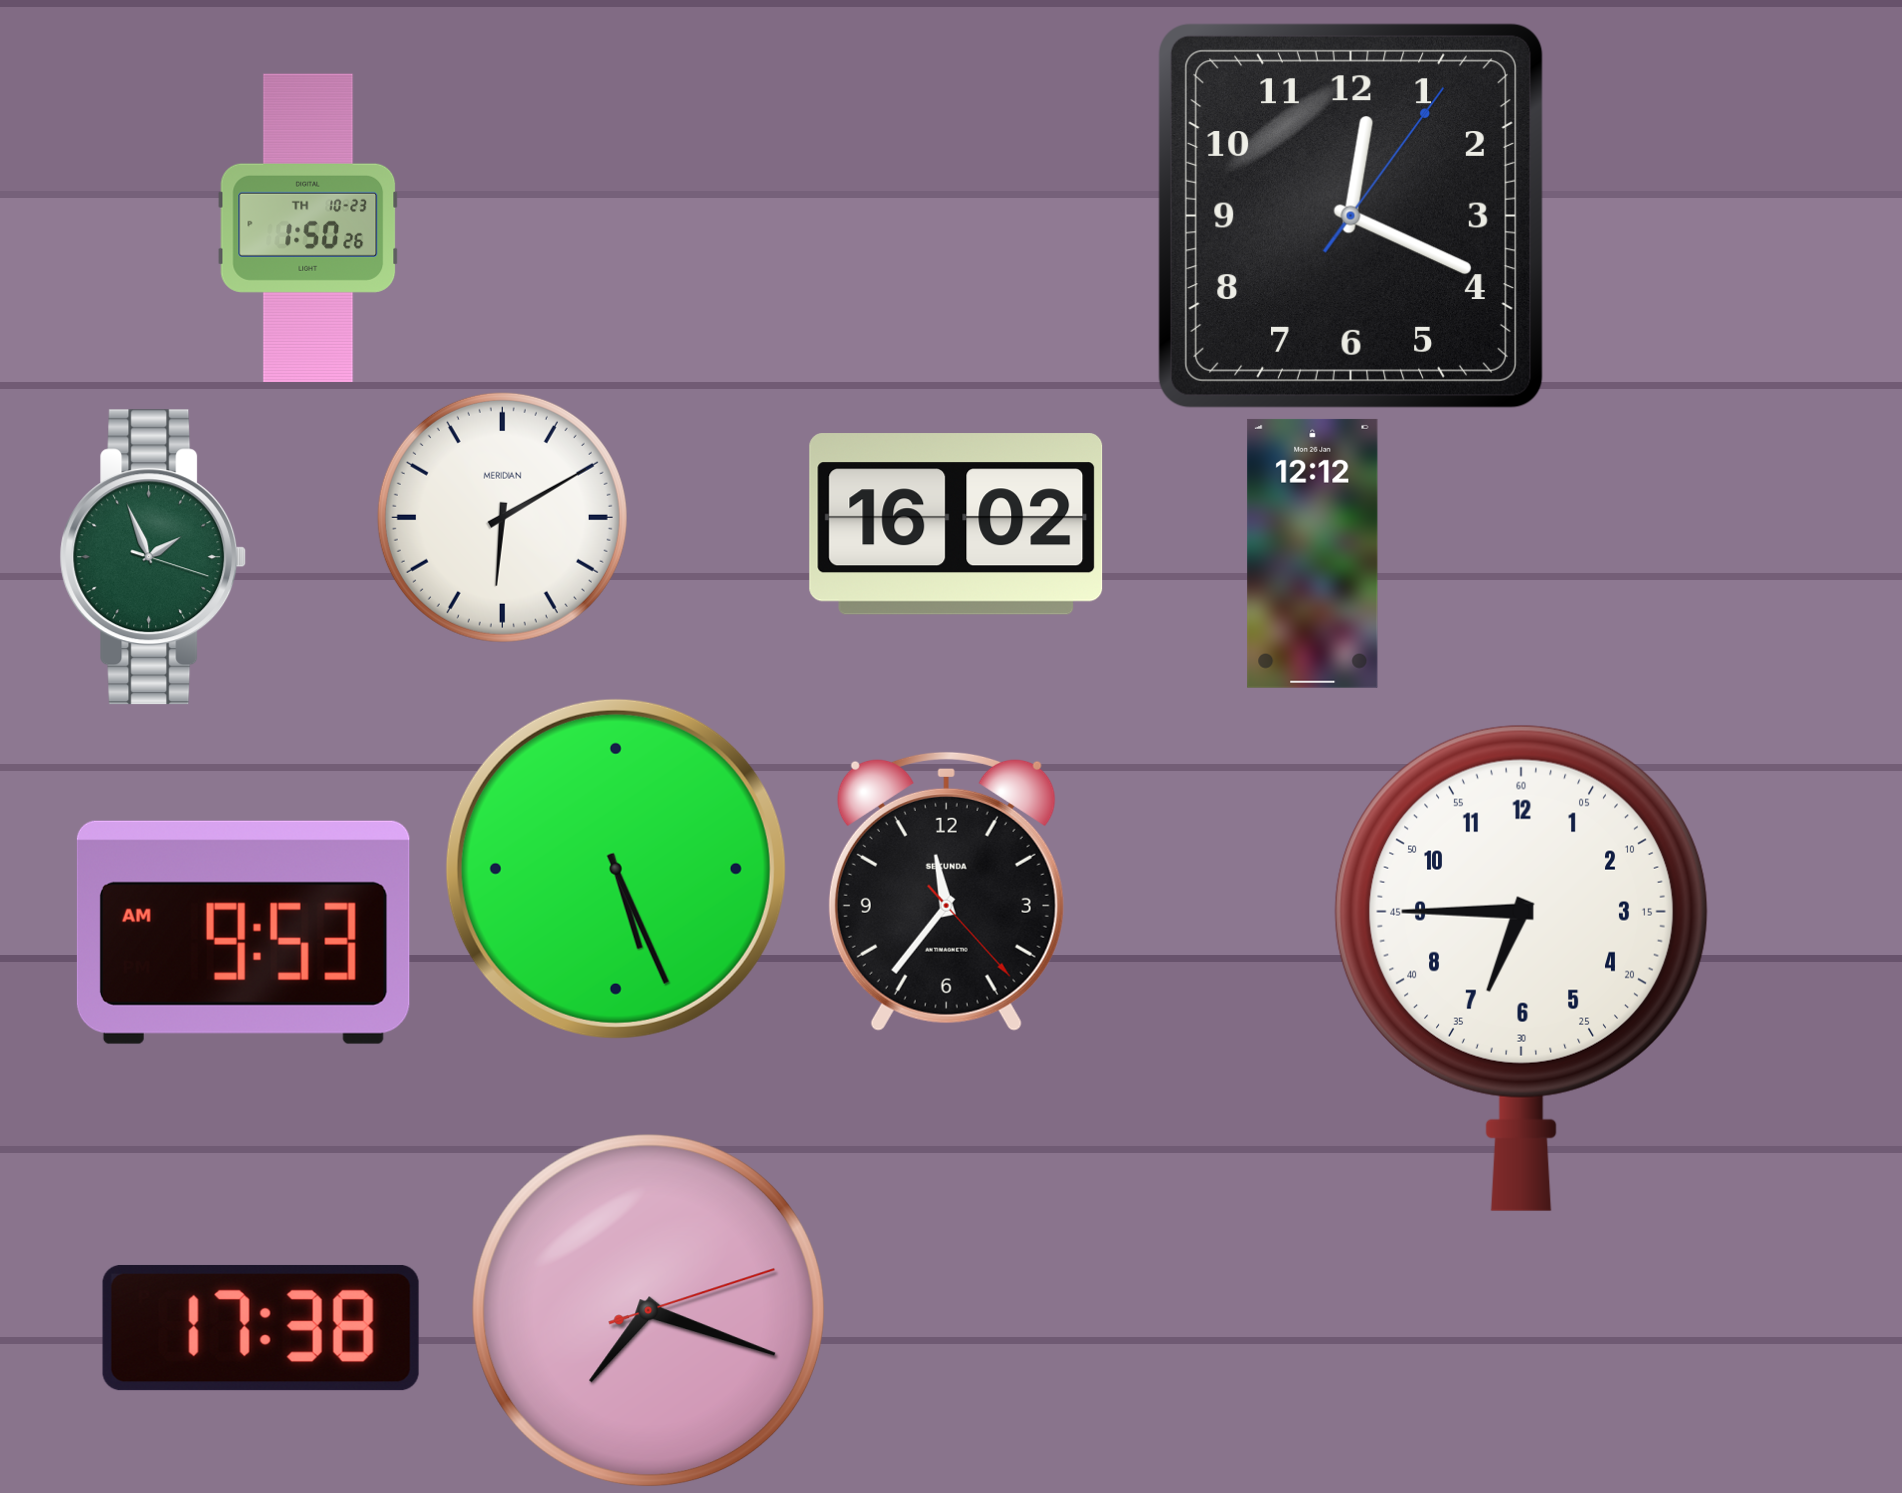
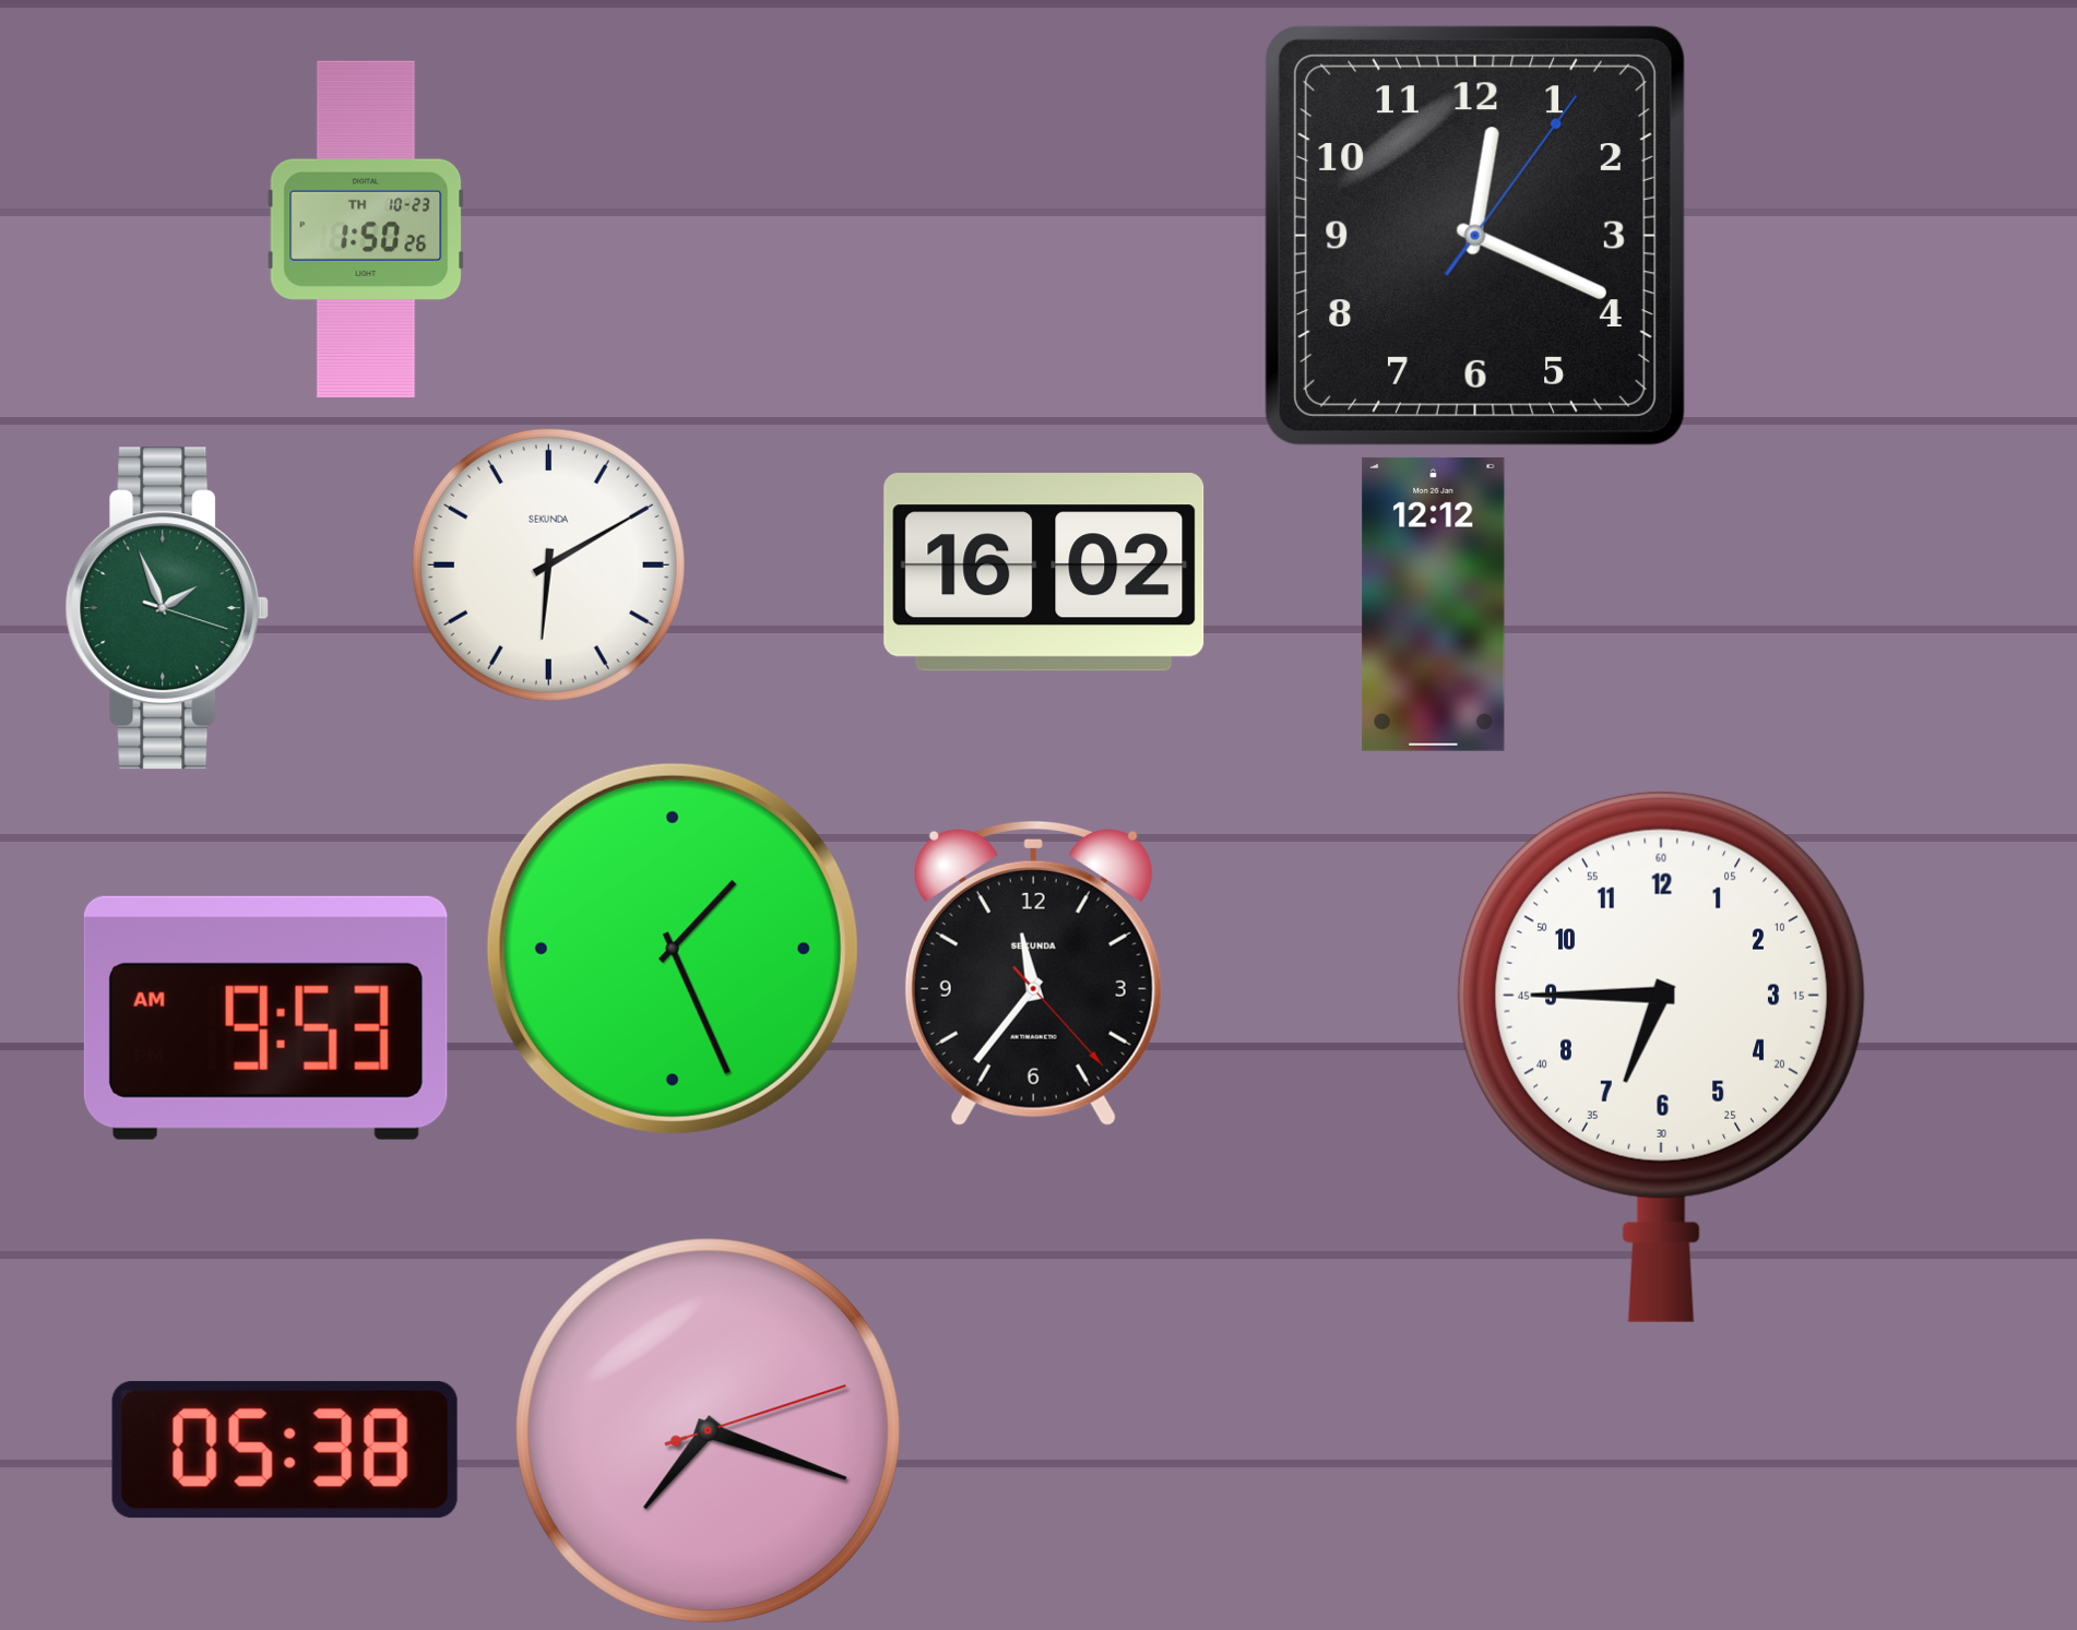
clock at (308, 228) position: (308, 228) -> (366, 229)
clock at (502, 517) brand: MERIDIAN -> SEKUNDA
clock at (616, 869): 5:26 -> 1:26
clock at (261, 1328): 17:38 -> 05:38
